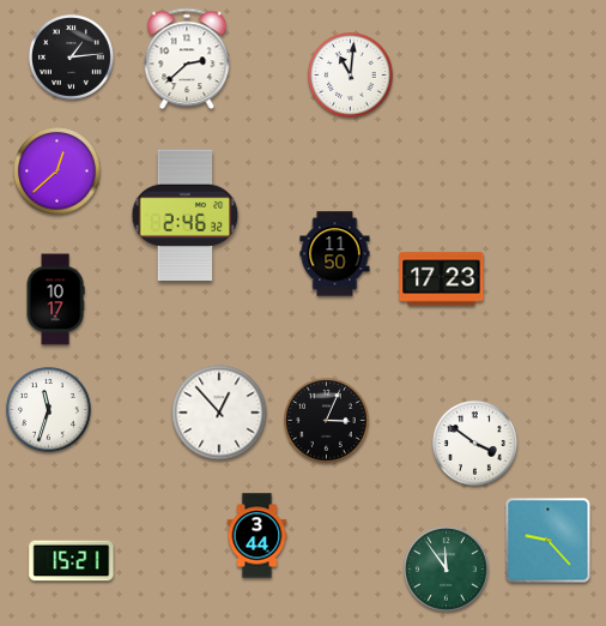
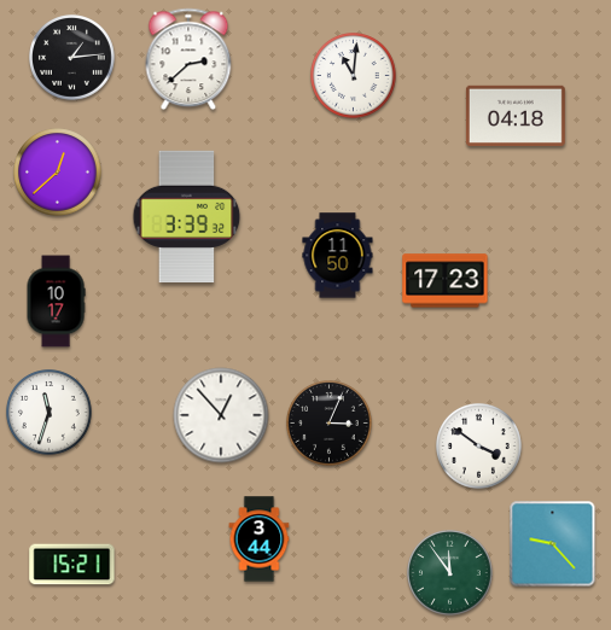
clock at (516, 116): none -> 04:18
clock at (186, 215): 2:46 -> 3:39
